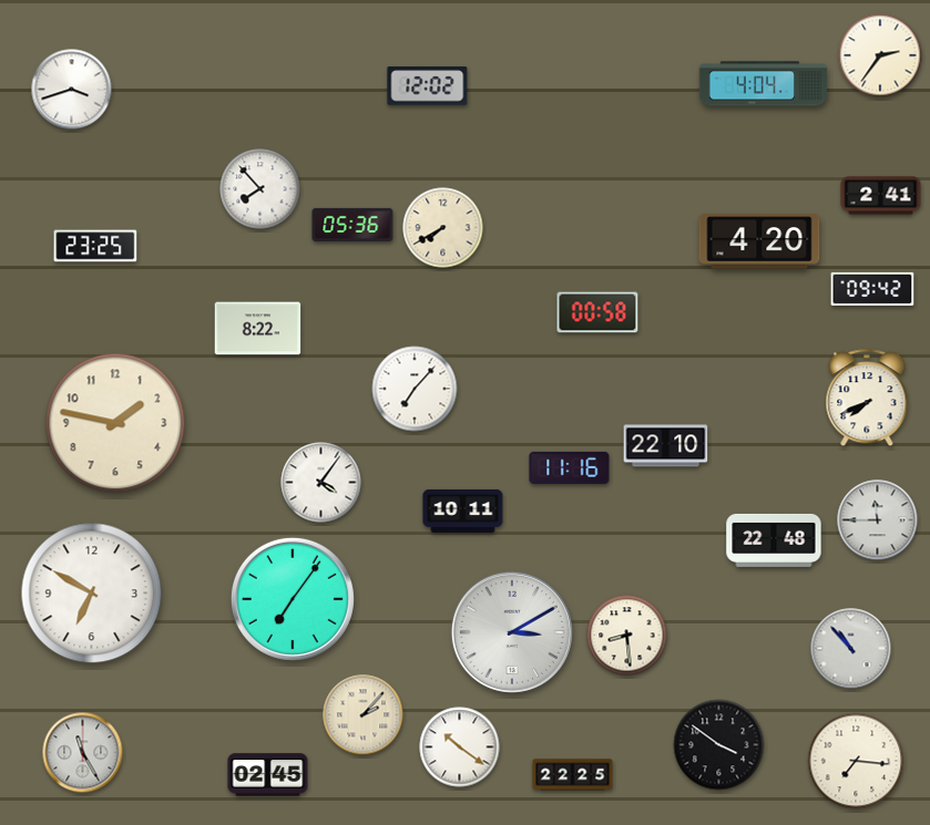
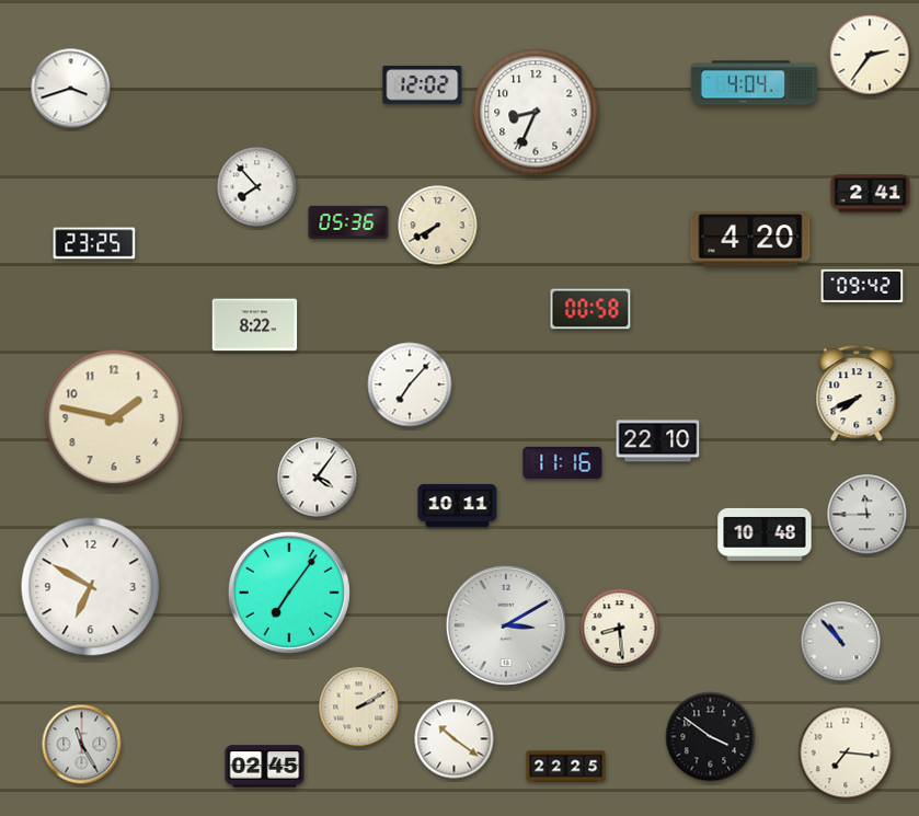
clock at (536, 112): none -> 8:34
clock at (774, 540): 22:48 -> 10:48
clock at (364, 715): 2:07 -> 2:10
